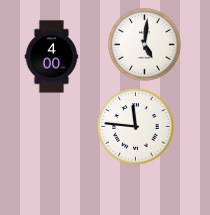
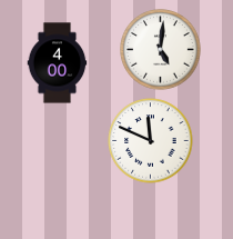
clock at (136, 127): 11:46 -> 11:49
